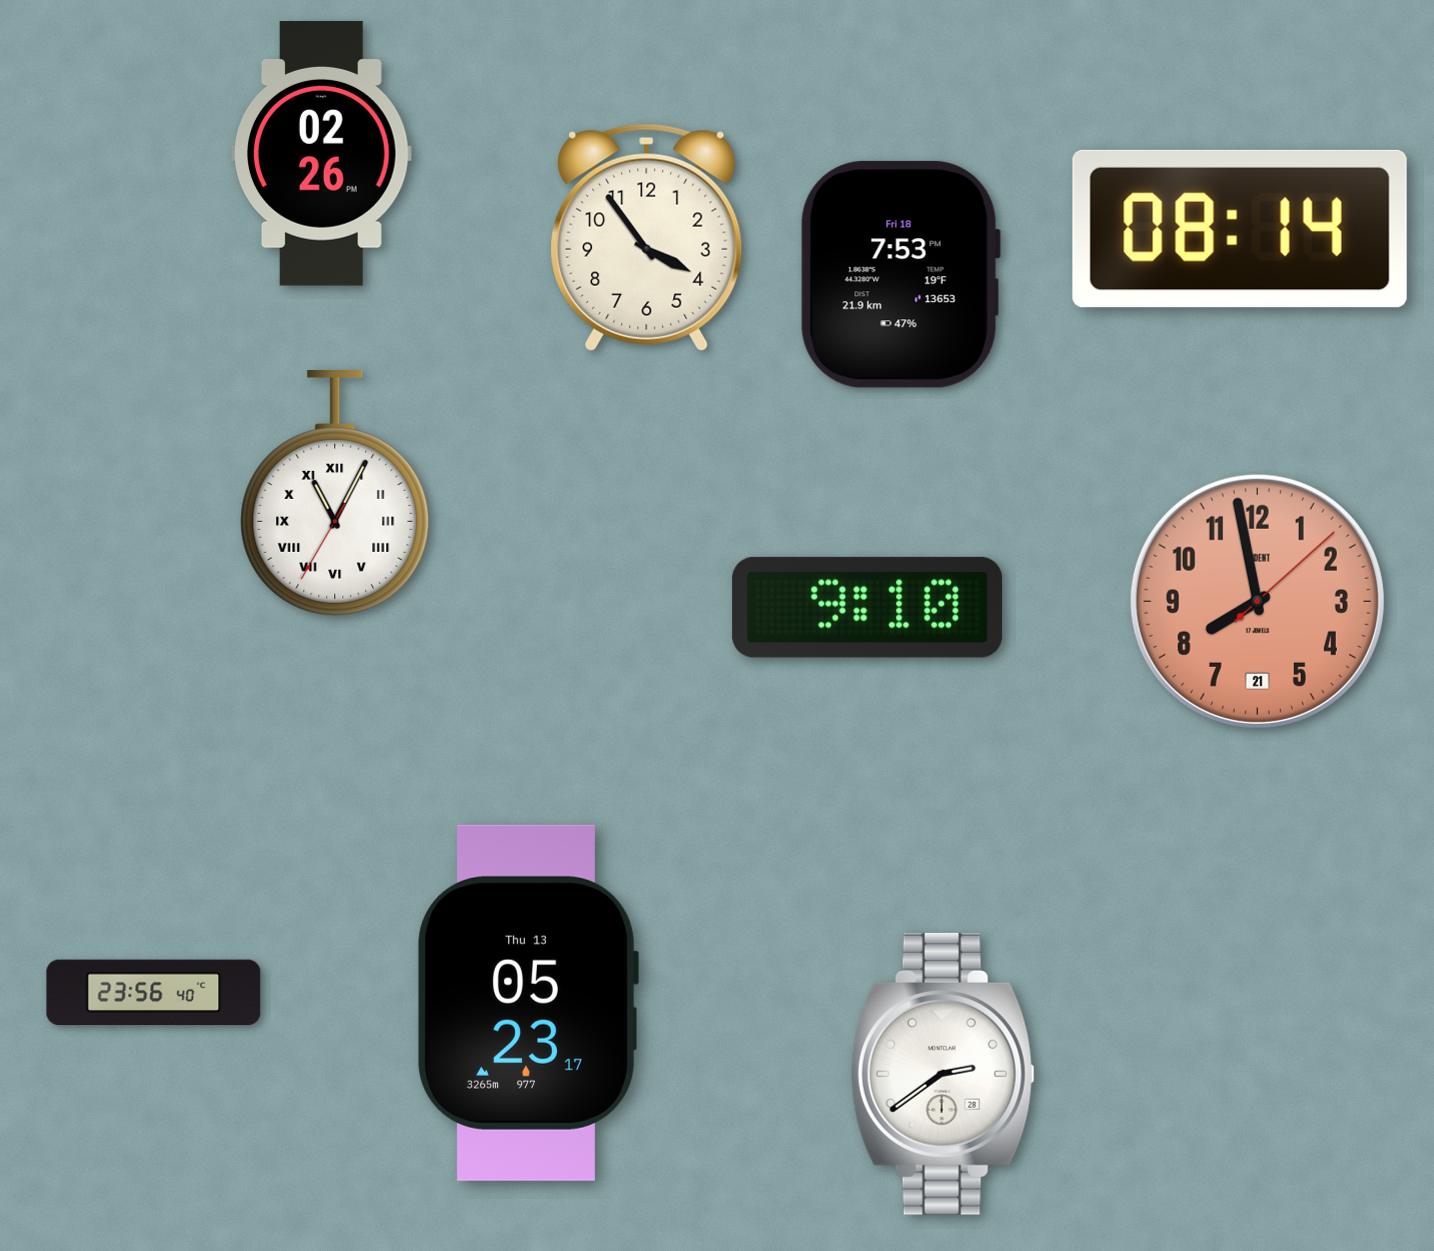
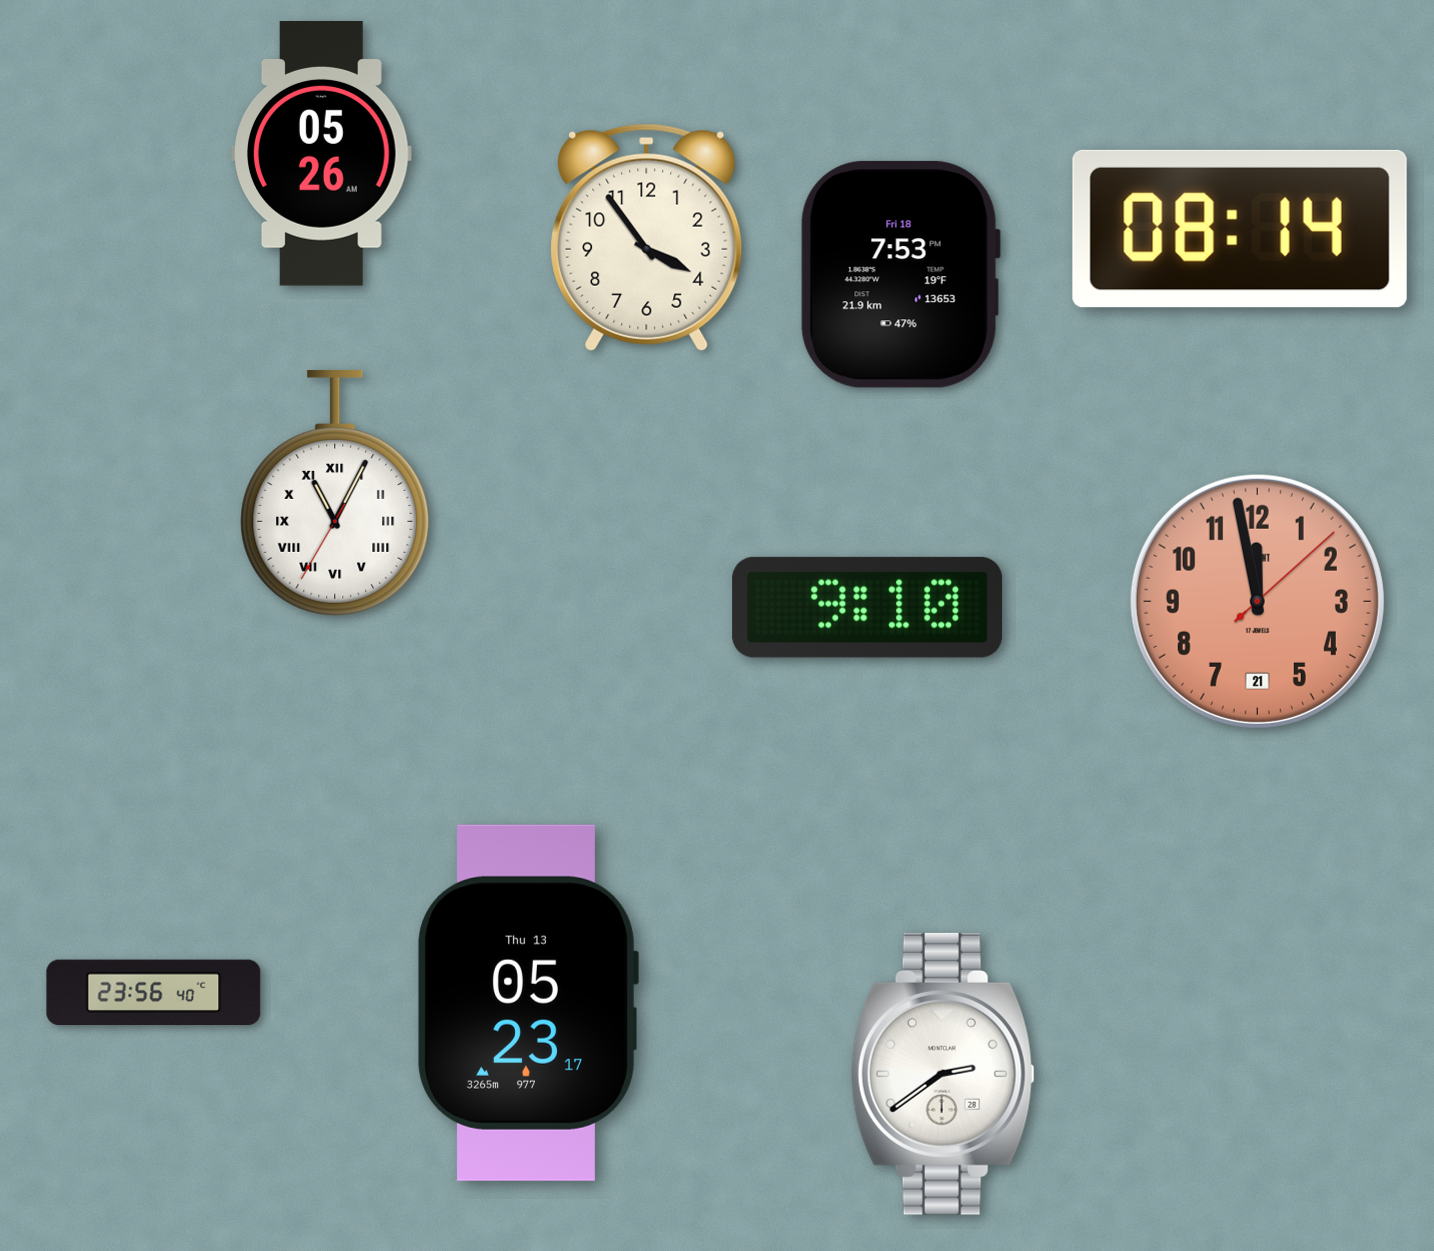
clock at (322, 154): 02:26 -> 05:26
clock at (1257, 601): 7:58 -> 11:58
